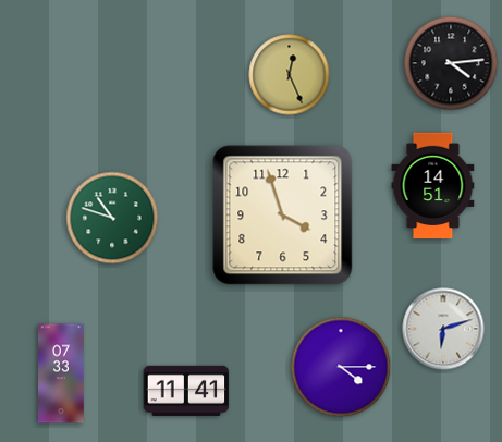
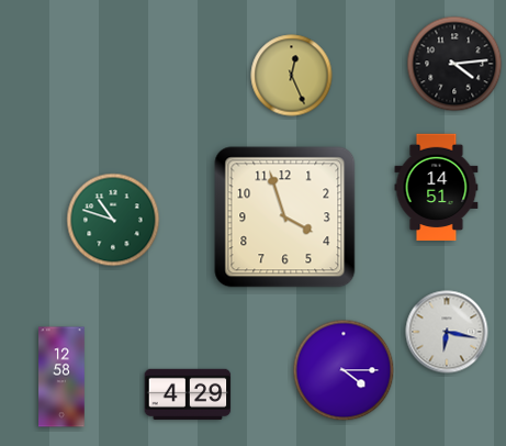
clock at (443, 329): 6:12 -> 6:17
clock at (61, 373): 07:33 -> 12:58
clock at (186, 391): 11:41 -> 4:29
